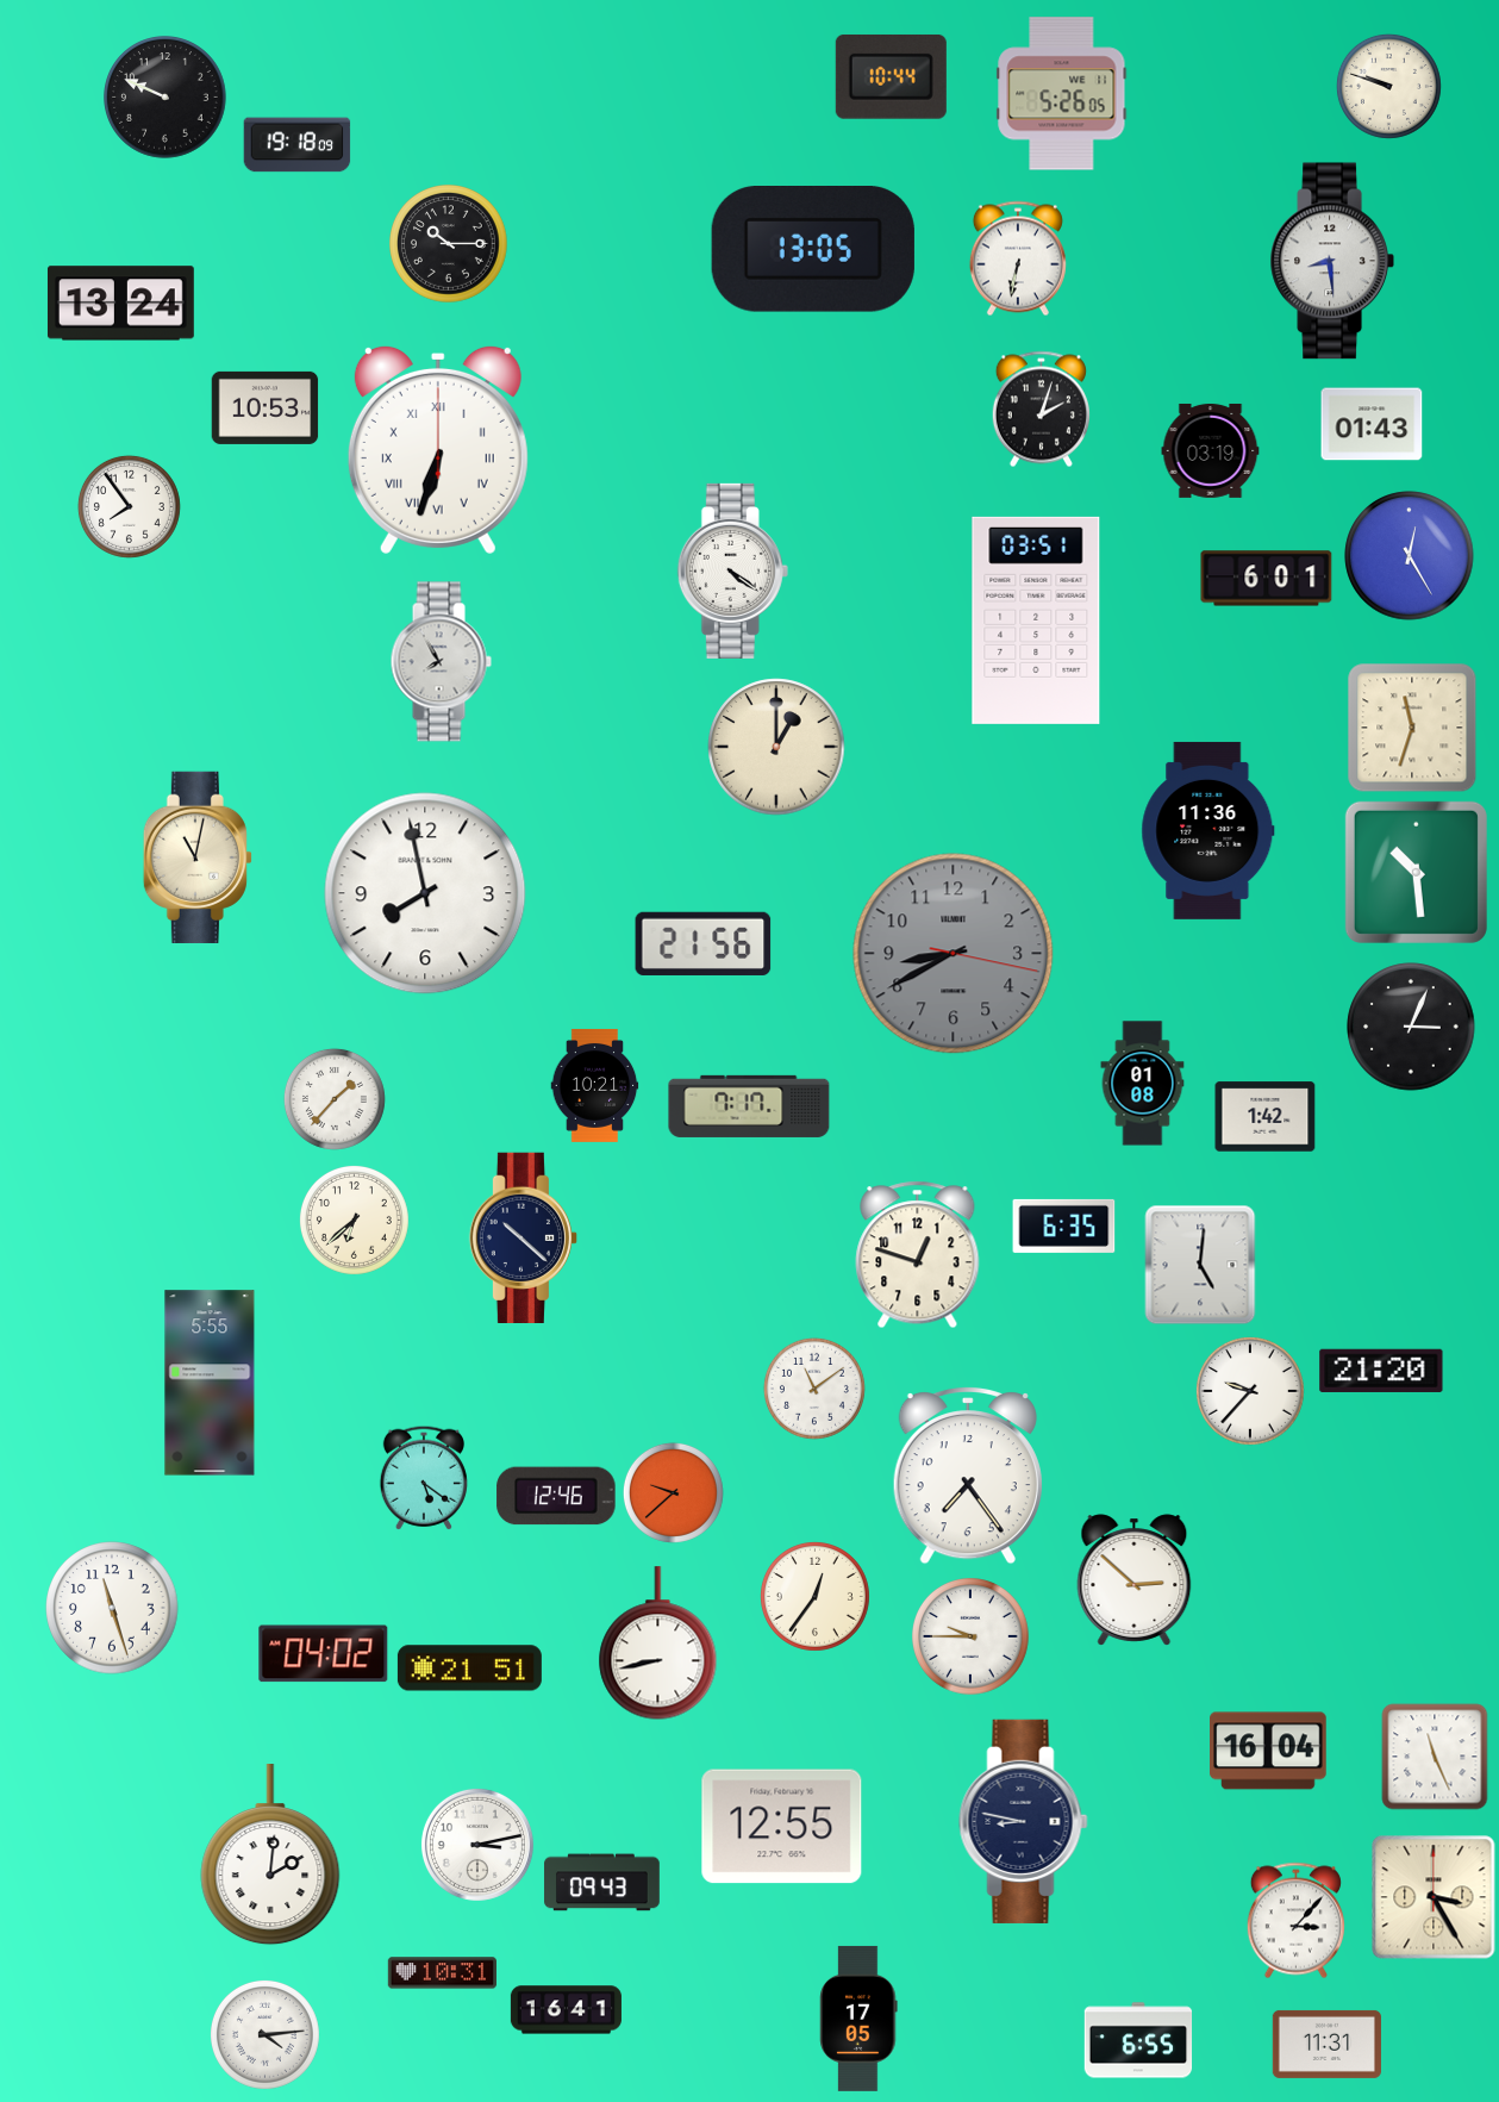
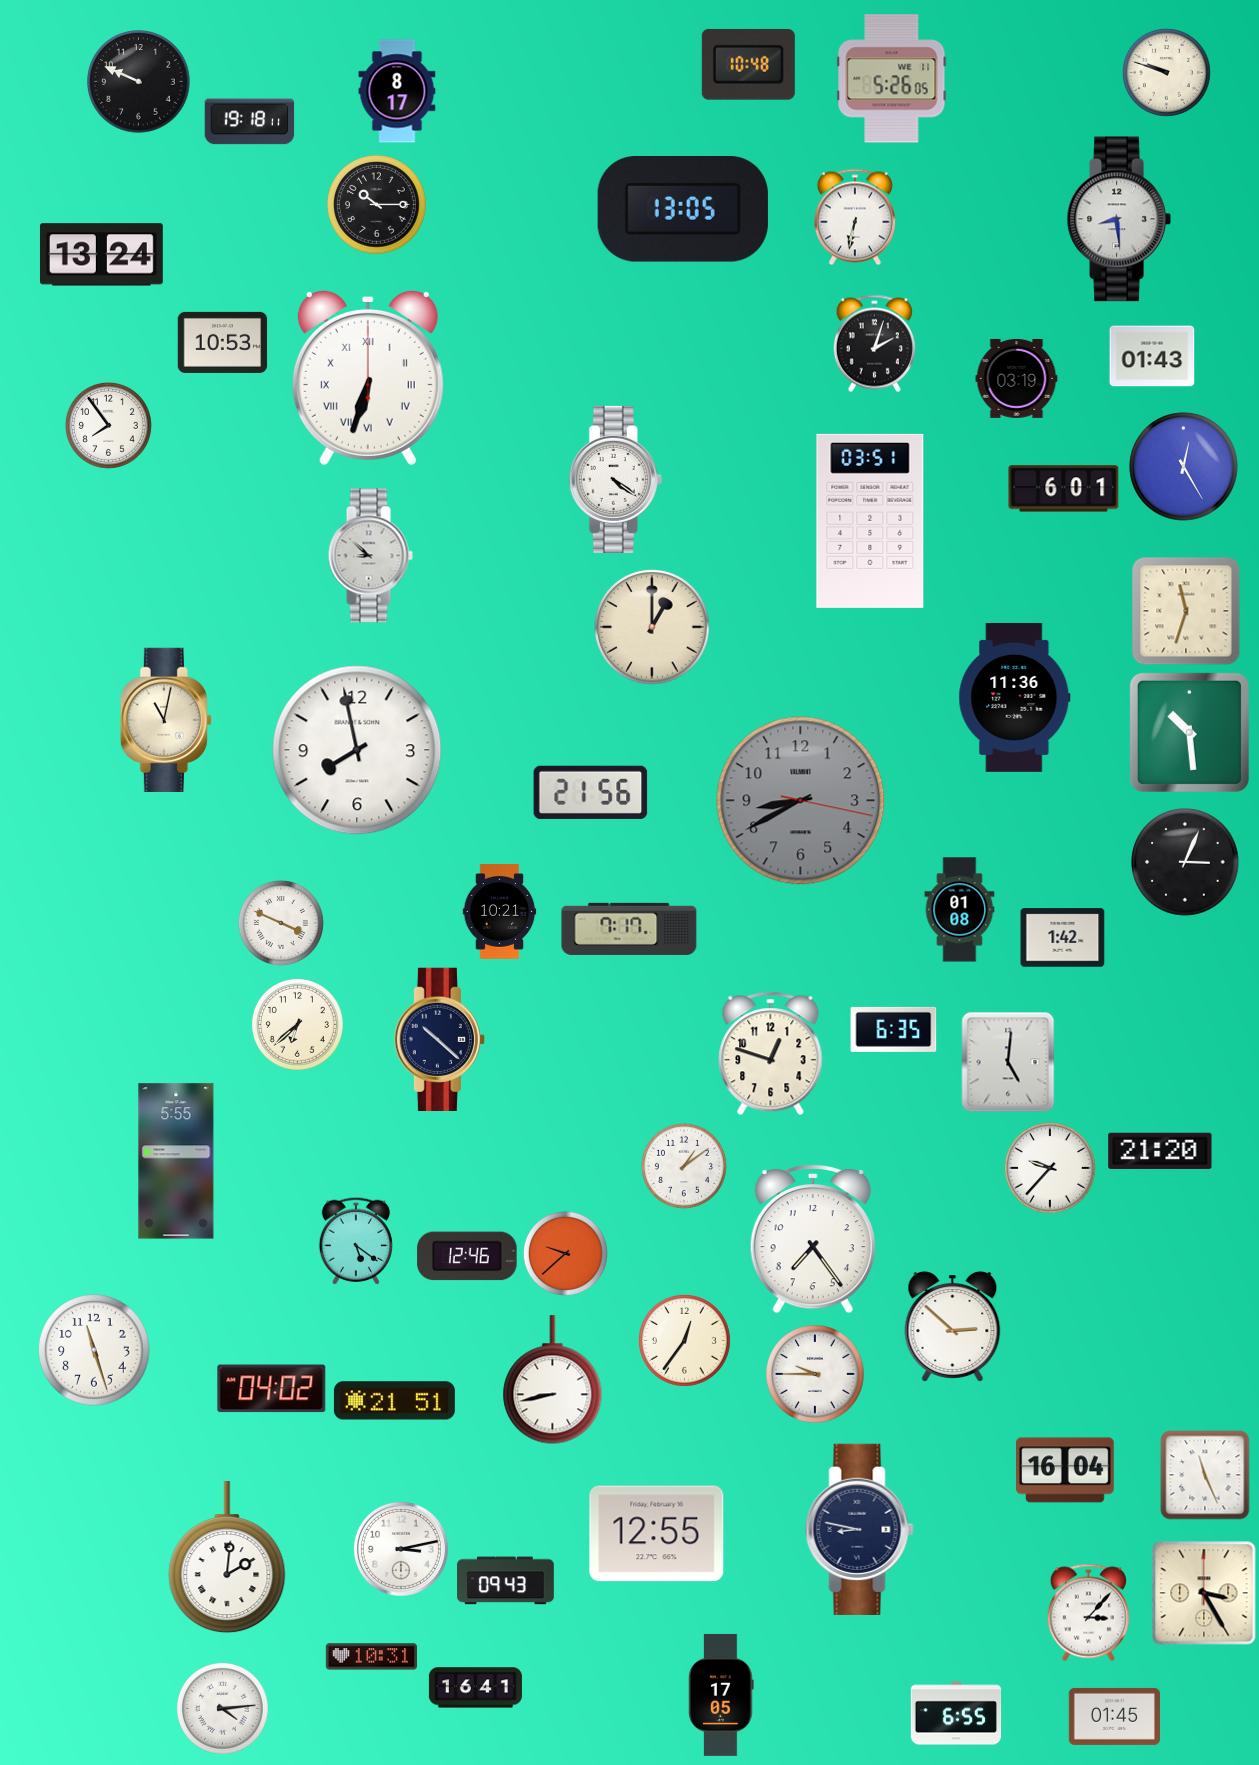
clock at (891, 76): 10:44 -> 10:48
clock at (397, 91): none -> 8:17
clock at (298, 145): 19:18:09 -> 19:18:11
clock at (1267, 579) position: (1267, 579) -> (1064, 489)
clock at (441, 662): 7:55 -> 8:52
clock at (335, 1099): 1:37 -> 3:49
clock at (814, 1389): 11:09 -> 1:09
clock at (1326, 2044): 11:31 -> 01:45
